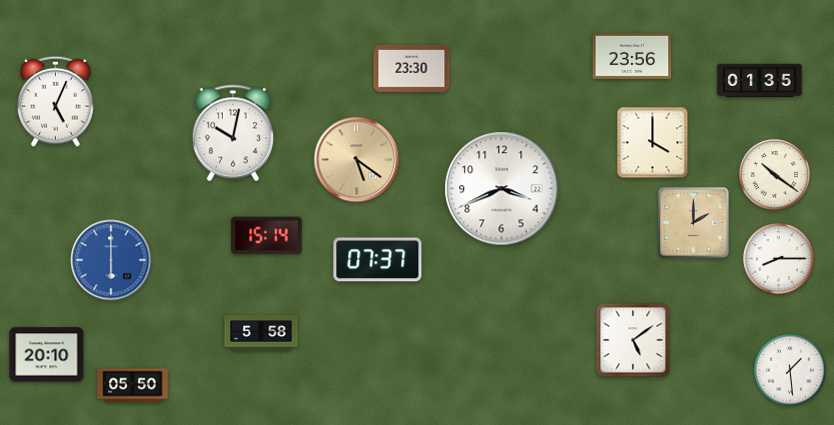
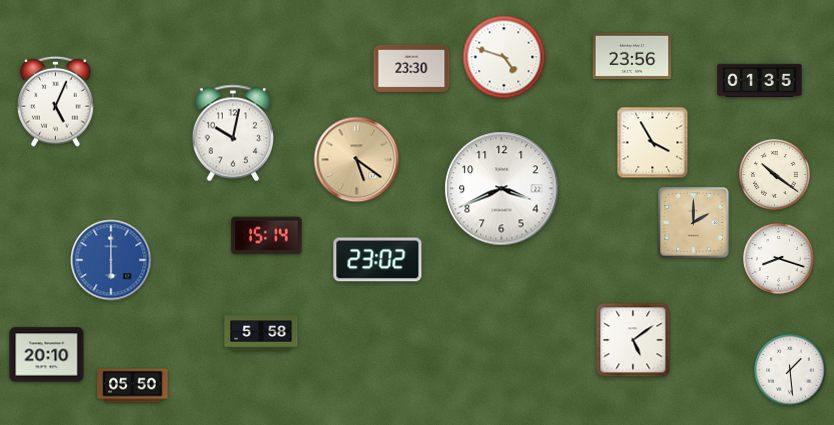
clock at (504, 57): none -> 4:48
clock at (653, 143): 4:00 -> 3:55
clock at (778, 258): 8:15 -> 8:18
clock at (378, 260): 07:37 -> 23:02
